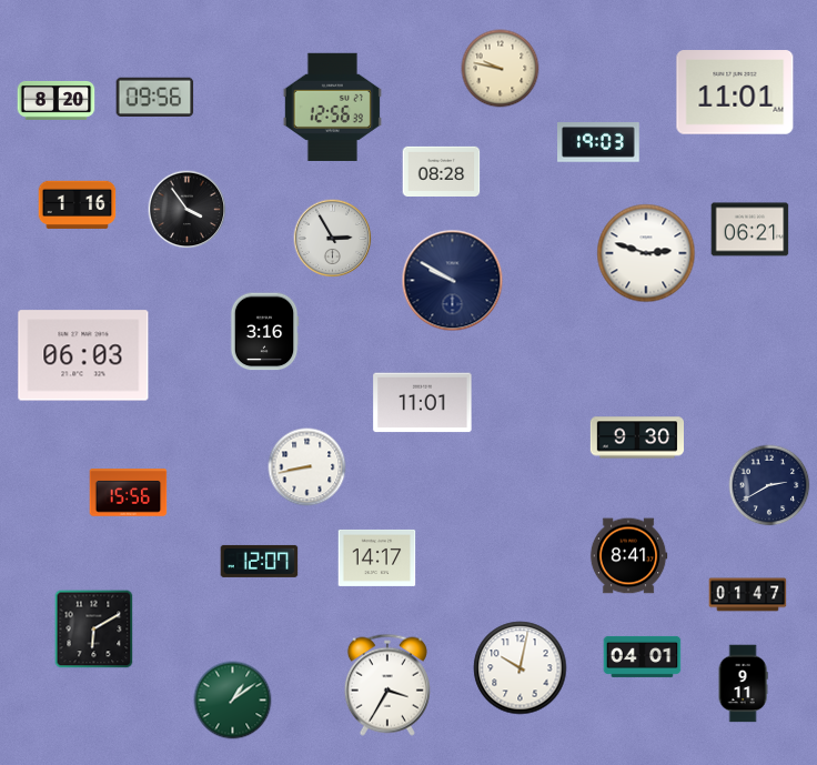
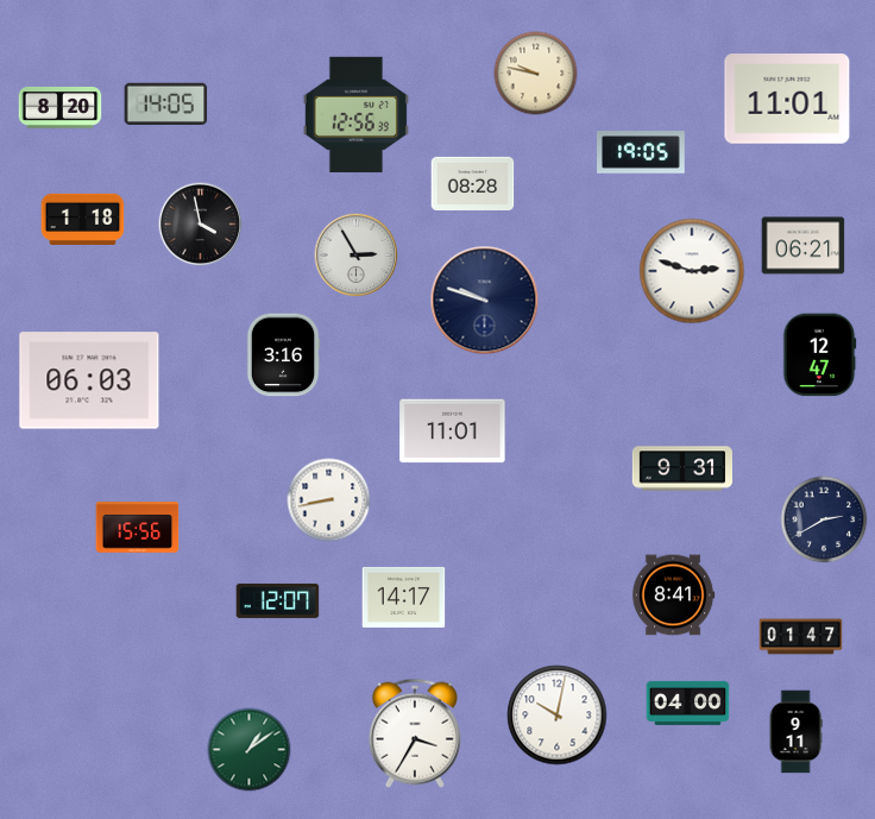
clock at (155, 97): 09:56 -> 14:05
clock at (598, 142): 19:03 -> 19:05
clock at (78, 204): 1:16 -> 1:18
clock at (188, 210): 3:54 -> 3:58
clock at (453, 281): 9:50 -> 9:48
clock at (819, 355): none -> 12:47
clock at (636, 437): 9:30 -> 9:31
clock at (94, 630): 6:10 -> none
clock at (643, 656): 04:01 -> 04:00
